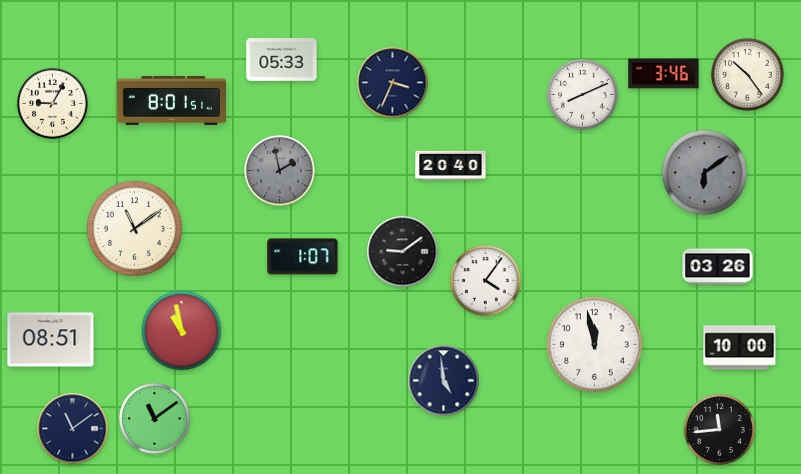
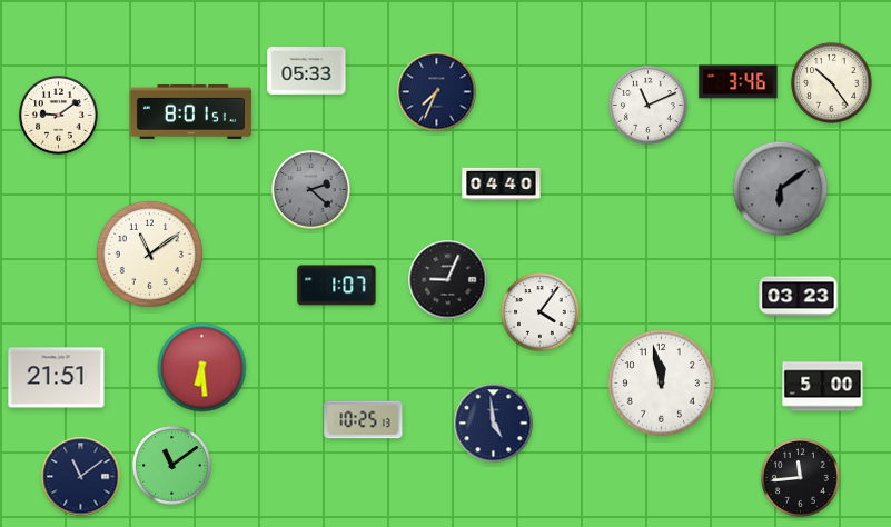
clock at (282, 60) position: (282, 60) -> (307, 71)
clock at (393, 83): 3:34 -> 7:34
clock at (583, 95): 8:11 -> 11:11
clock at (53, 104): 9:05 -> 9:09
clock at (451, 166): 20:40 -> 04:40
clock at (280, 171): 1:58 -> 2:22
clock at (705, 173) position: (705, 173) -> (781, 189)
clock at (403, 252): 9:09 -> 9:04
clock at (718, 267): 03:26 -> 03:23
clock at (182, 331): 10:58 -> 6:29
clock at (51, 340): 08:51 -> 21:51
clock at (740, 348): 10:00 -> 5:00
clock at (364, 420): none -> 10:25
